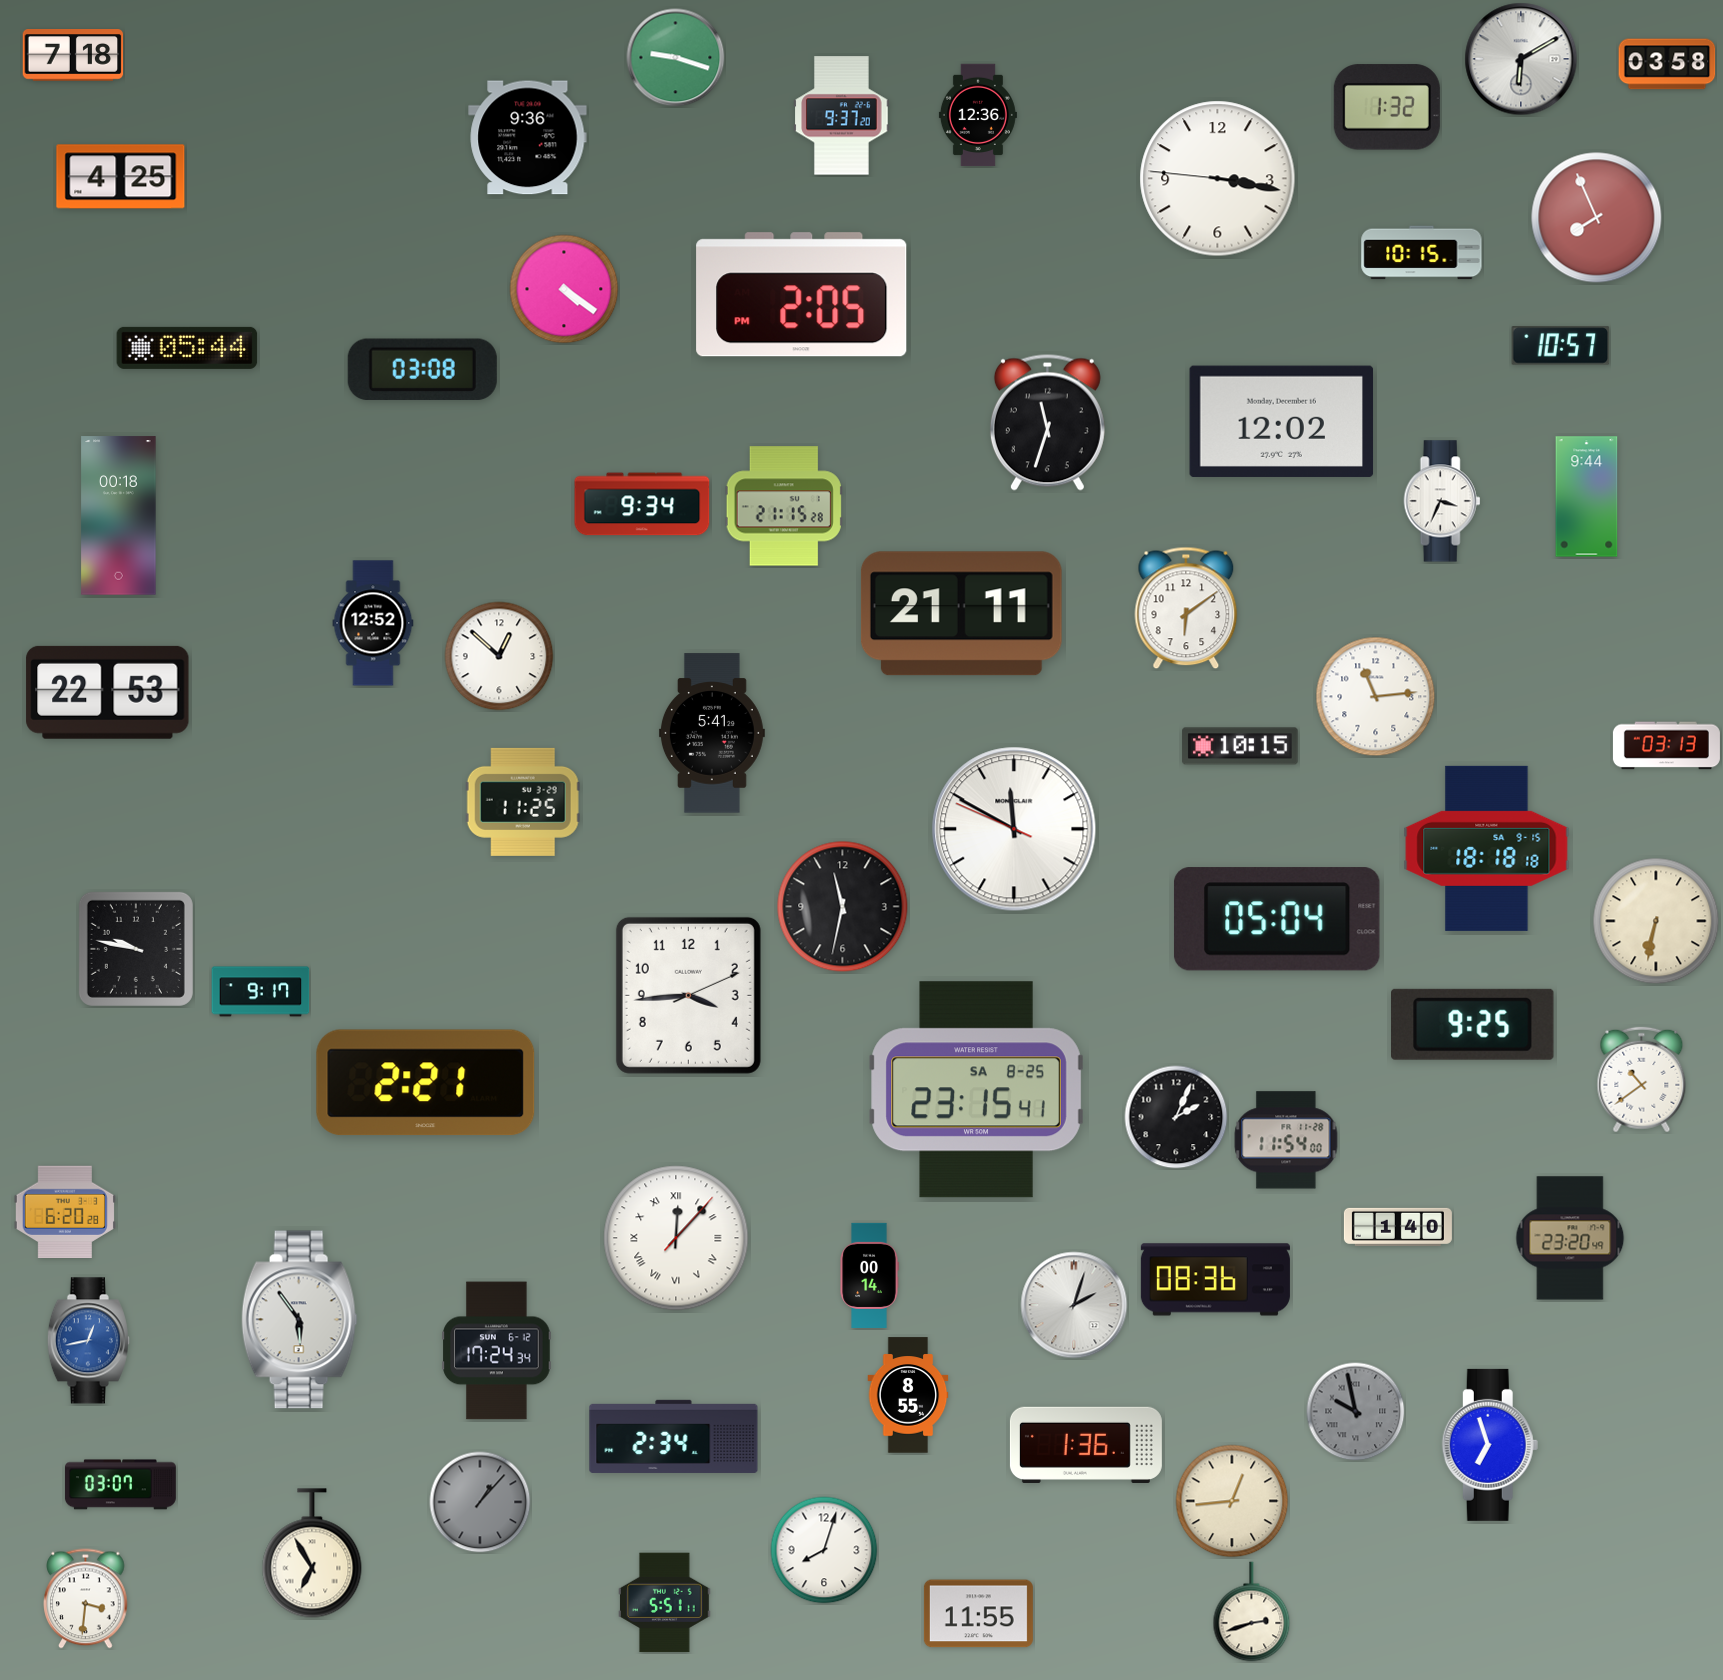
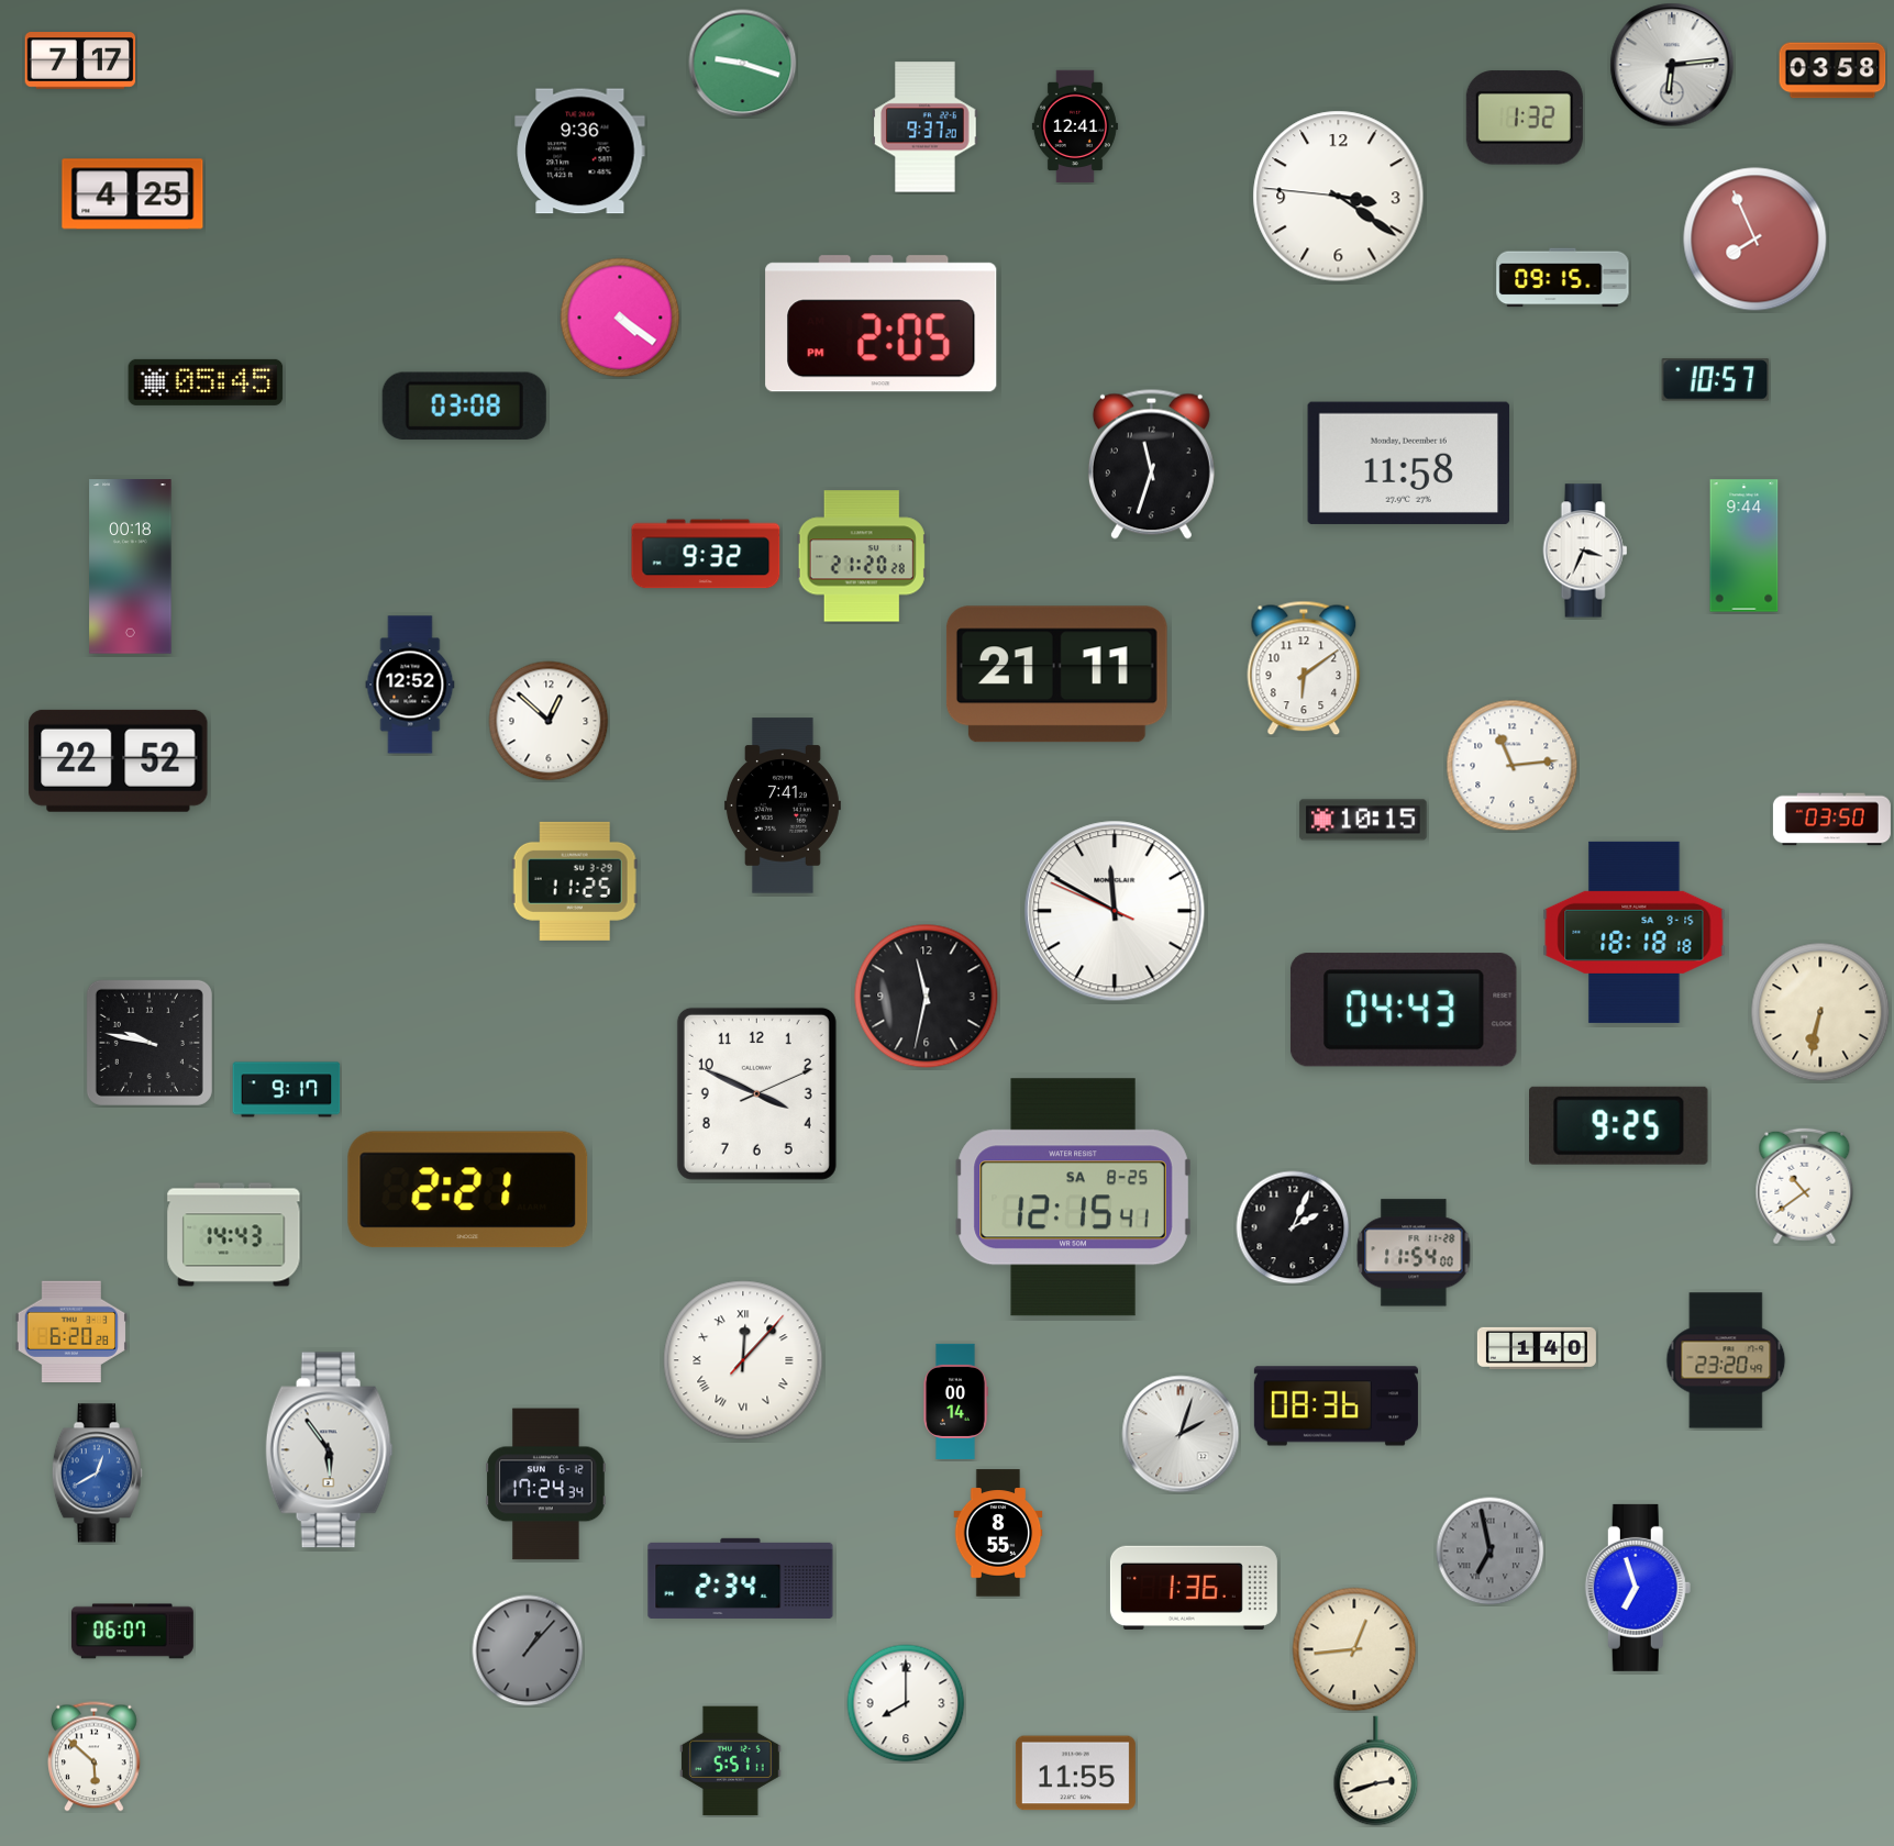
clock at (73, 55): 7:18 -> 7:17
clock at (1521, 59): 6:10 -> 6:14
clock at (978, 115): 12:36 -> 12:41
clock at (1218, 179): 3:16 -> 3:20
clock at (1422, 253): 10:15 -> 09:15
clock at (187, 348): 05:44 -> 05:45
clock at (1282, 421): 12:02 -> 11:58
clock at (642, 504): 9:34 -> 9:32
clock at (784, 506): 21:15 -> 21:20
clock at (108, 692): 22:53 -> 22:52
clock at (712, 733): 5:41 -> 7:41
clock at (1666, 746): 03:13 -> 03:50
clock at (1277, 919): 05:04 -> 04:43
clock at (688, 995): 3:44 -> 3:49
clock at (977, 1090): 23:15 -> 12:15
clock at (234, 1235): none -> 14:43
clock at (88, 1341): 12:43 -> 12:40
clock at (1356, 1412): 9:58 -> 6:58
clock at (120, 1485): 03:07 -> 06:07
clock at (824, 1550): 8:03 -> 8:00
clock at (312, 1553): 6:55 -> none
clock at (86, 1599): 3:31 -> 5:52
